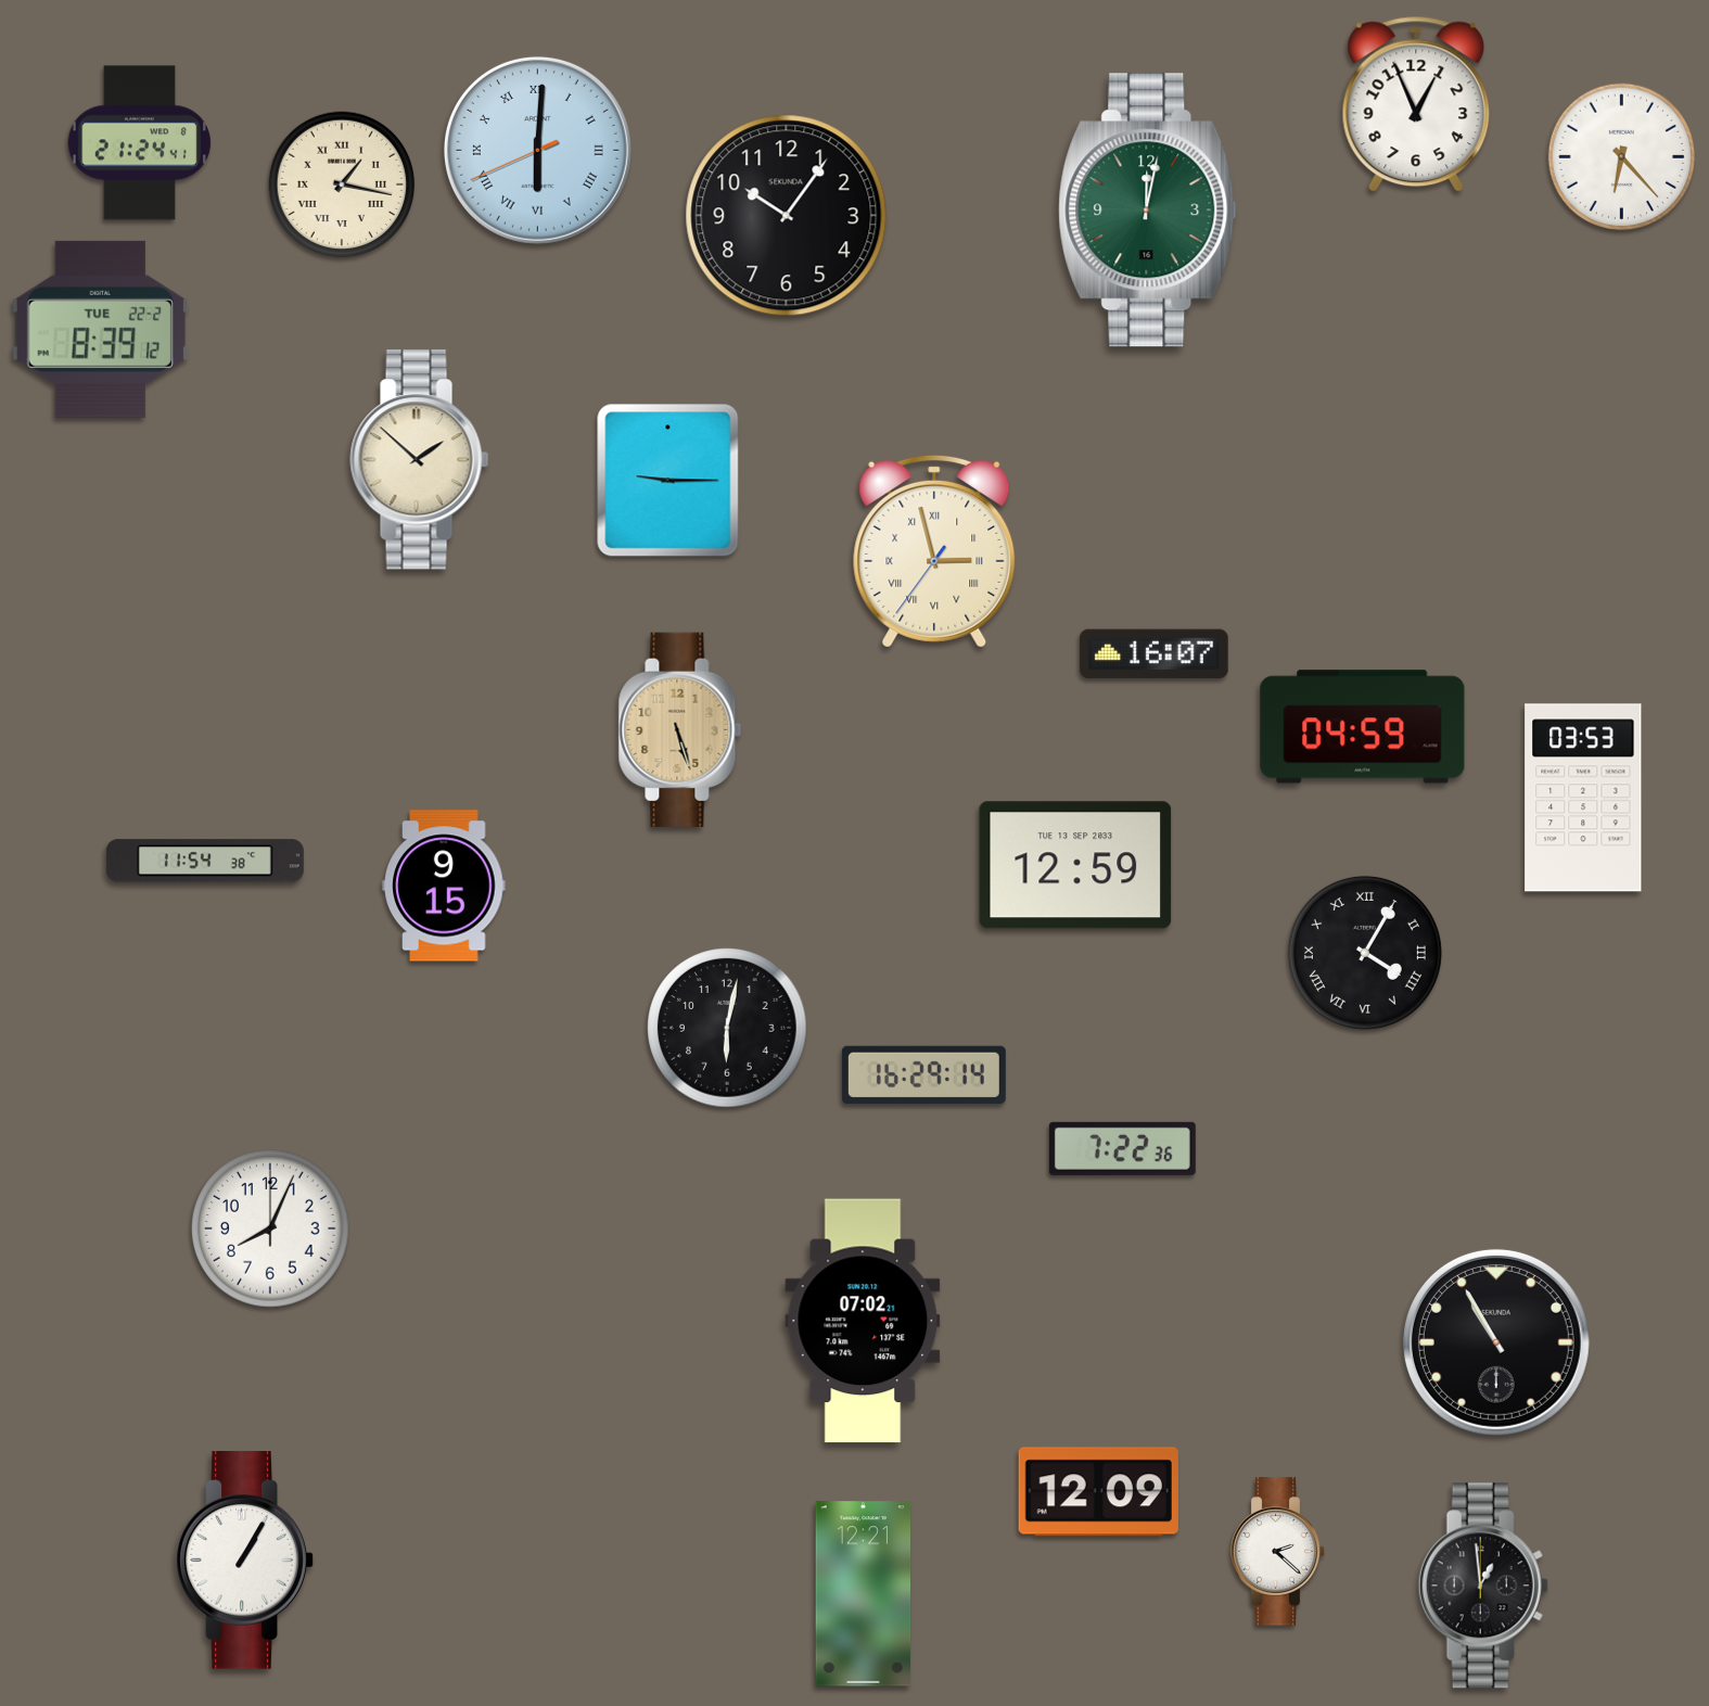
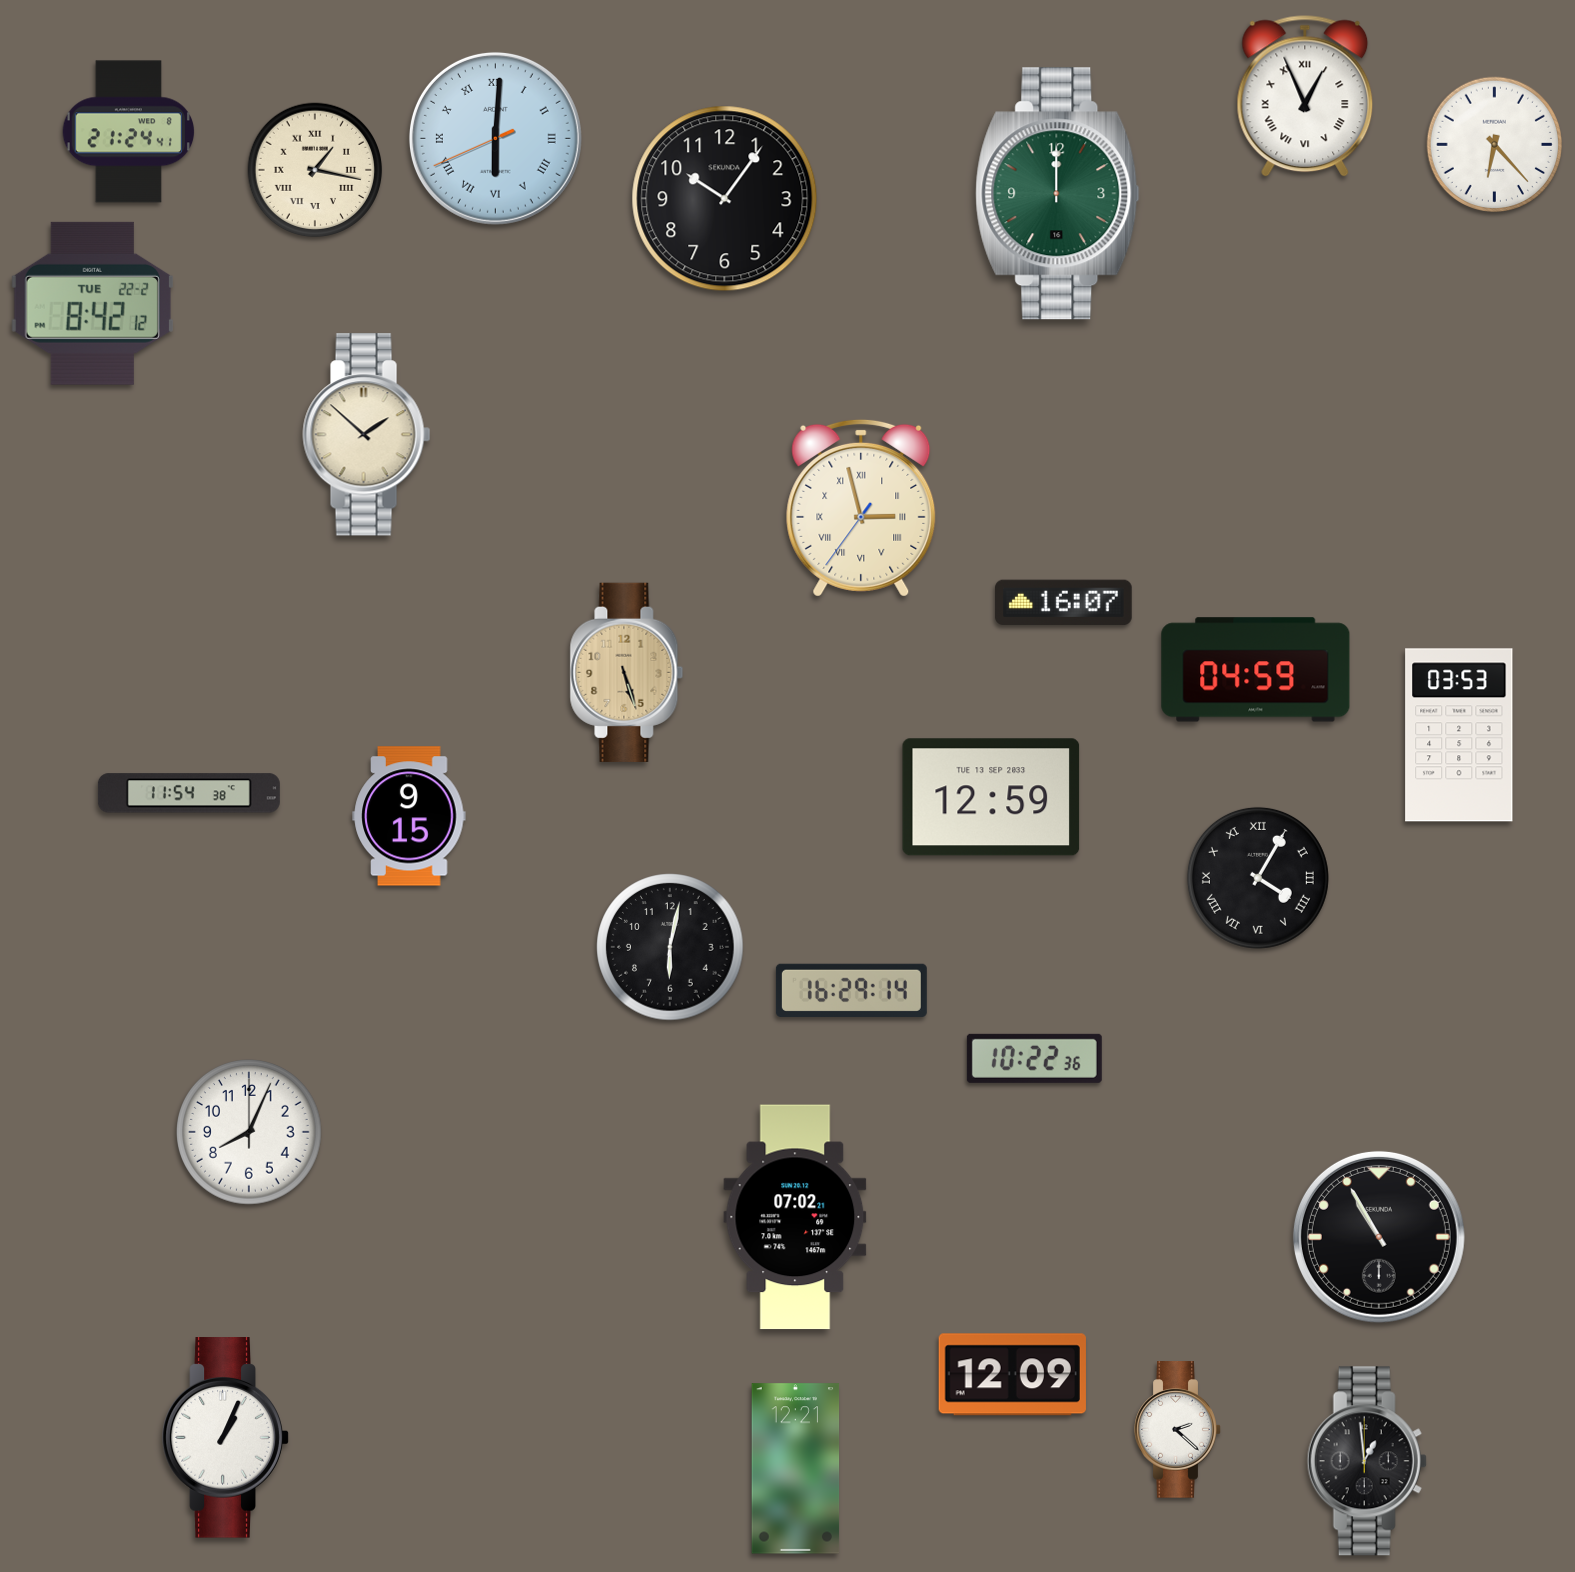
clock at (1416, 104) numerals: Arabic -> Roman
clock at (1148, 211): 12:02 -> 12:00
clock at (100, 329): 8:39 -> 8:42
clock at (420, 460) position: (420, 460) -> (367, 435)
clock at (668, 481): 9:15 -> none
clock at (1122, 1148): 7:22 -> 10:22
clock at (245, 1561): 1:05 -> 1:04
